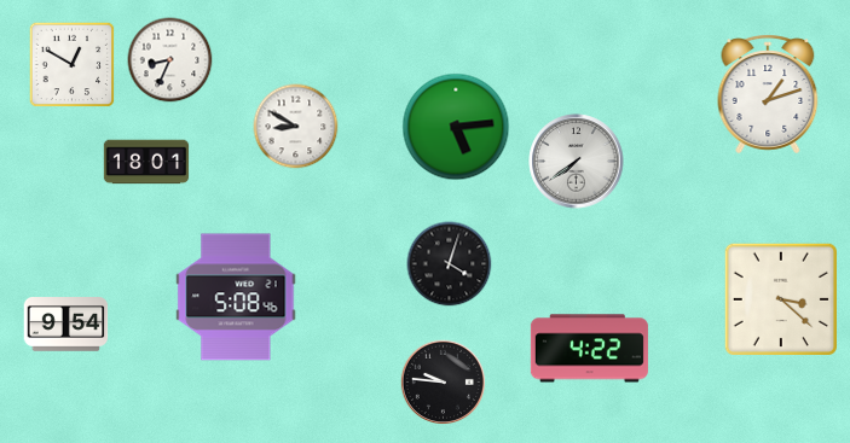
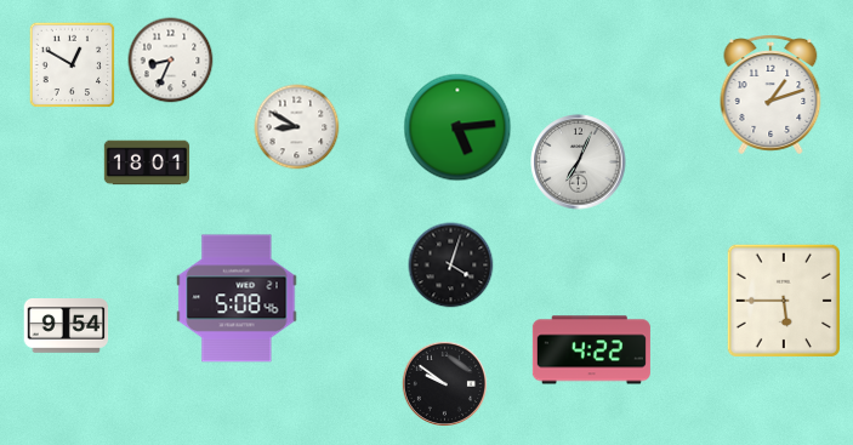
clock at (577, 162): 7:39 -> 7:04
clock at (781, 299): 3:22 -> 5:45
clock at (443, 381): 9:46 -> 9:51
